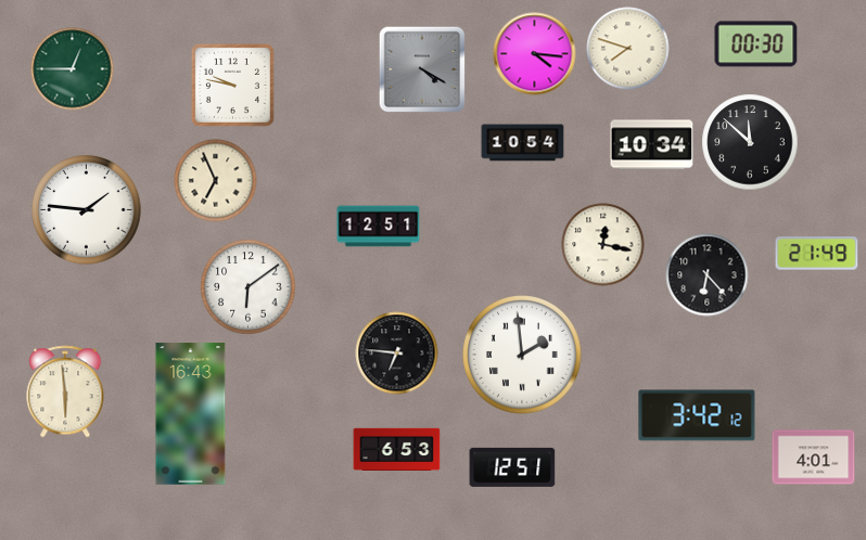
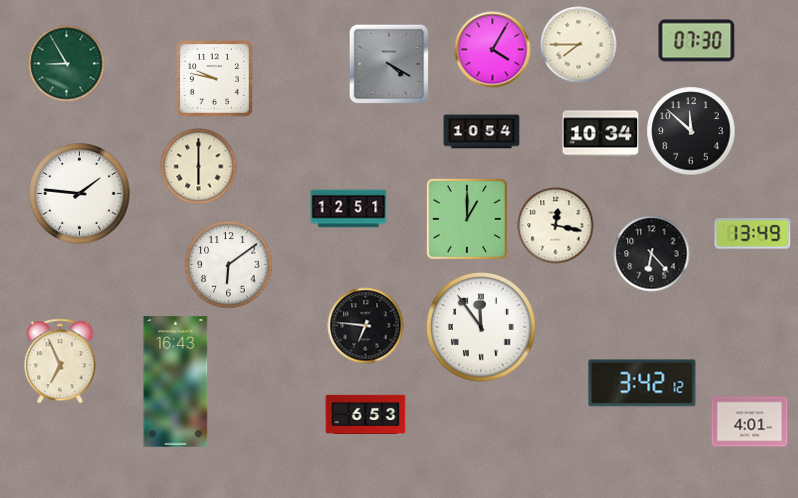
clock at (756, 44): 00:30 -> 07:30
clock at (628, 49): 7:48 -> 7:45
clock at (535, 54): 4:16 -> 4:05
clock at (73, 69): 12:45 -> 8:55
clock at (216, 181): 6:56 -> 6:00
clock at (467, 219): none -> 1:00
clock at (817, 254): 21:49 -> 13:49
clock at (522, 355): 1:59 -> 11:54
clock at (65, 391): 5:59 -> 6:56
clock at (512, 467): 12:51 -> none
